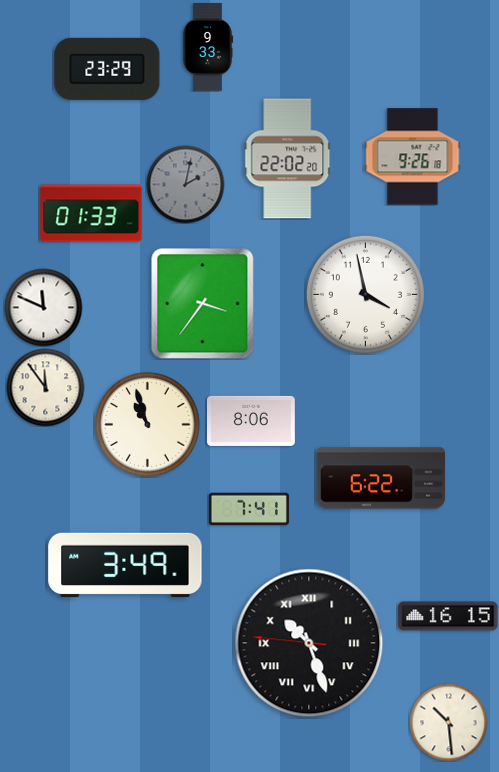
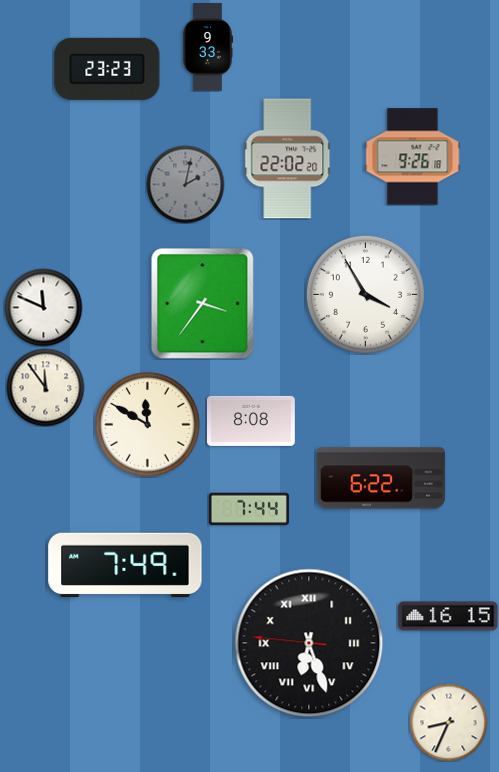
clock at (107, 69): 23:29 -> 23:23
clock at (91, 213): 01:33 -> none
clock at (365, 294): 3:58 -> 3:55
clock at (252, 421): 8:06 -> 8:08
clock at (148, 425): 10:57 -> 11:50
clock at (249, 509): 7:41 -> 7:44
clock at (125, 564): 3:49 -> 7:49
clock at (309, 643): 10:26 -> 6:26
clock at (448, 722): 10:29 -> 8:34
